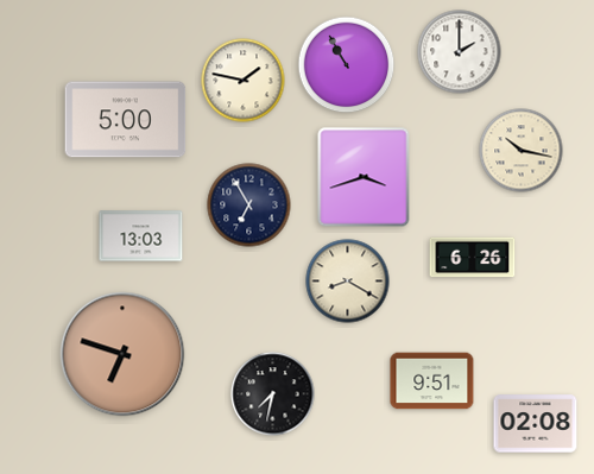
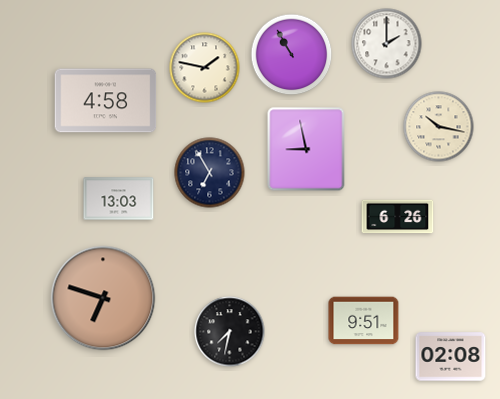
clock at (126, 120): 5:00 -> 4:58
clock at (364, 177): 3:42 -> 8:58
clock at (348, 282): 8:20 -> none
